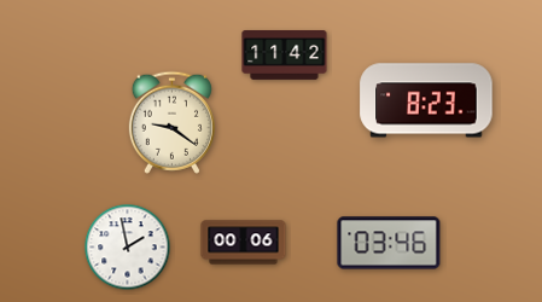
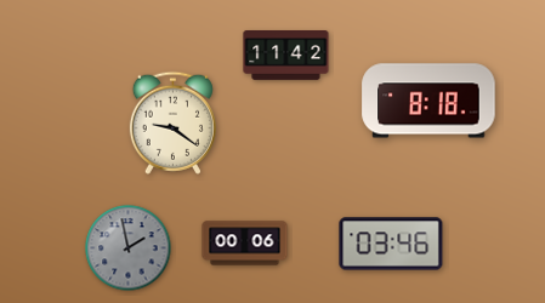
clock at (426, 100): 8:23 -> 8:18
clock at (128, 248) dial: white -> grey
